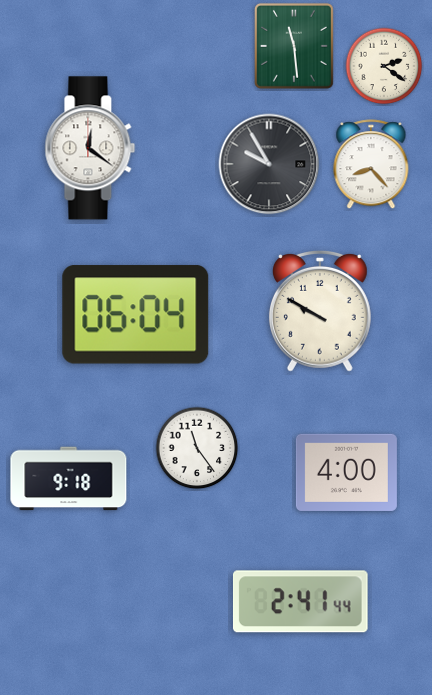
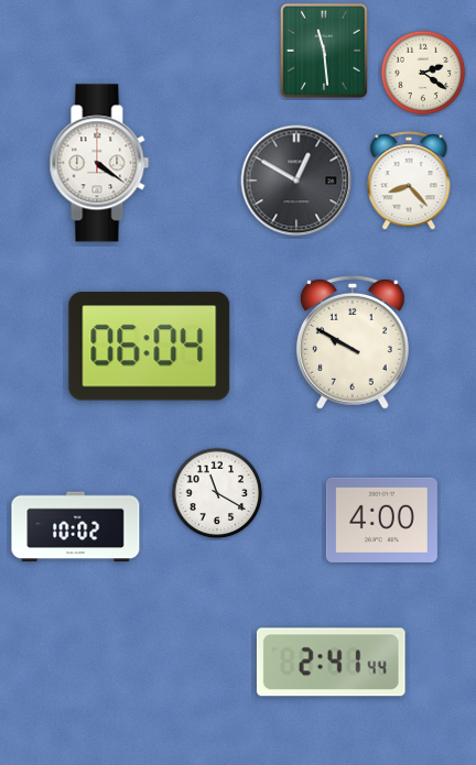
clock at (90, 148): 12:21 -> 4:21
clock at (269, 164): 9:55 -> 12:50
clock at (197, 448): 11:24 -> 11:20
clock at (69, 479): 9:18 -> 10:02
